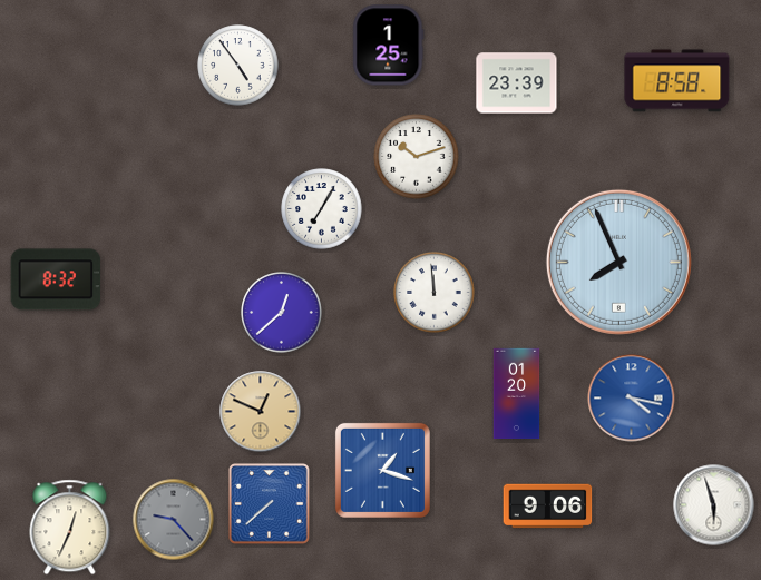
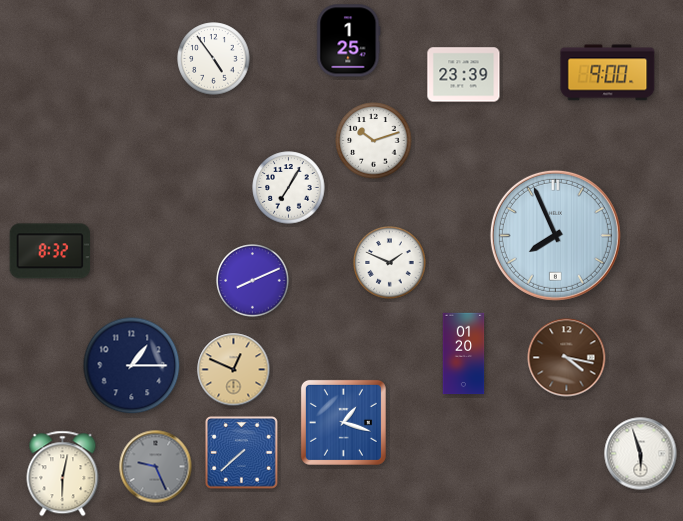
clock at (677, 81): 8:58 -> 9:00
clock at (435, 293): 11:59 -> 1:49
clock at (282, 313): 12:38 -> 8:11
clock at (632, 399) dial: blue -> brown
clock at (132, 366): none -> 1:15
clock at (548, 507): 9:06 -> none
clock at (174, 520): 9:23 -> 9:26
clock at (70, 528): 12:34 -> 6:02
